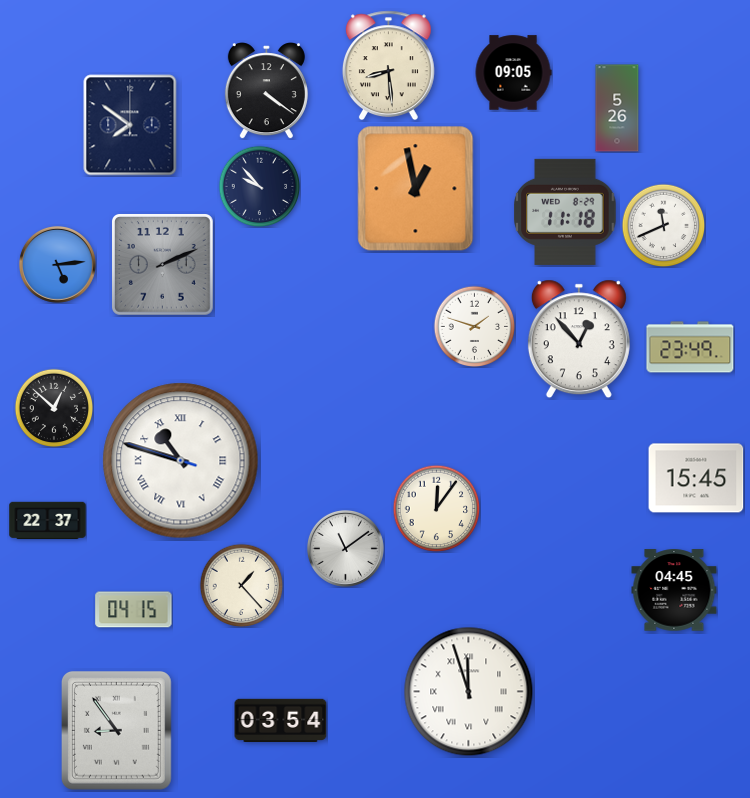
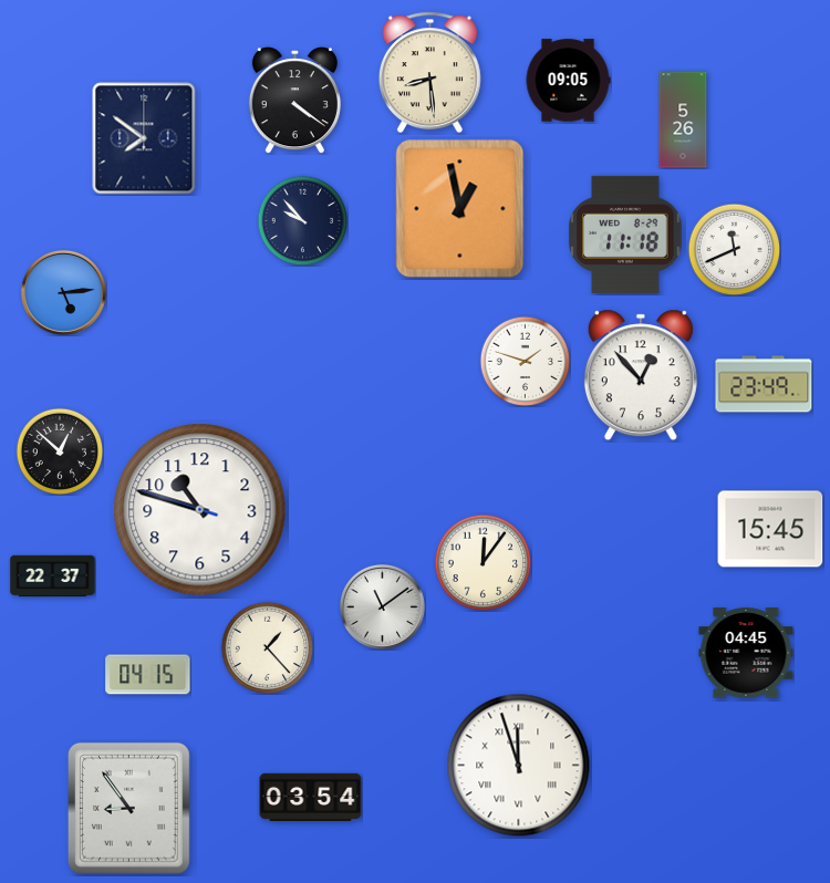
clock at (259, 186) position: (259, 186) -> (302, 220)
clock at (163, 265): 2:11 -> none
clock at (181, 461) numerals: Roman -> Arabic
